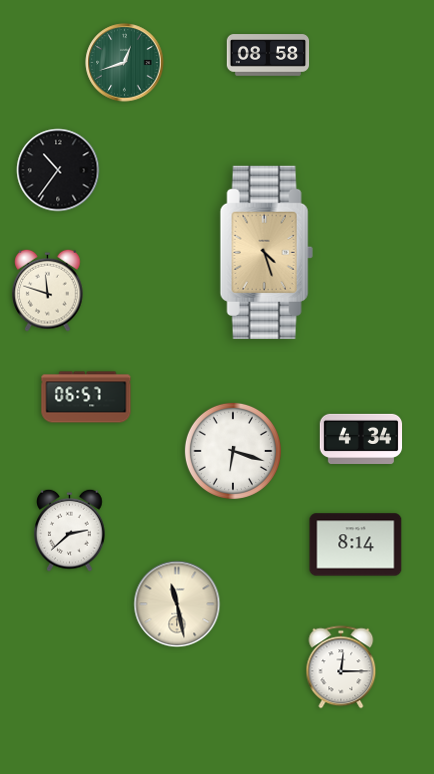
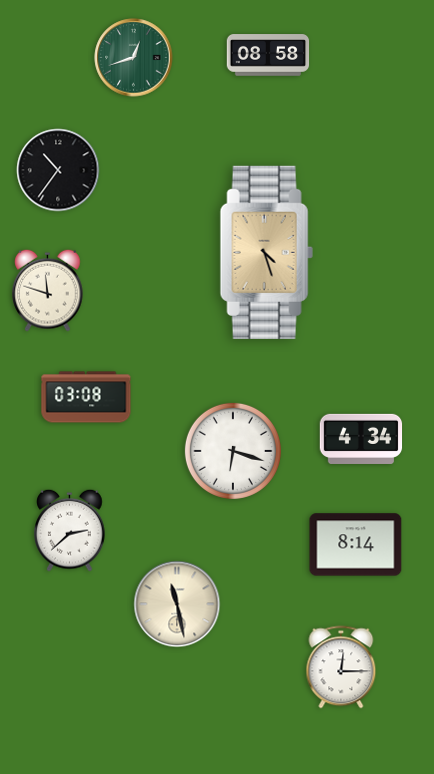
clock at (125, 63) position: (125, 63) -> (134, 58)
clock at (86, 397): 06:57 -> 03:08
